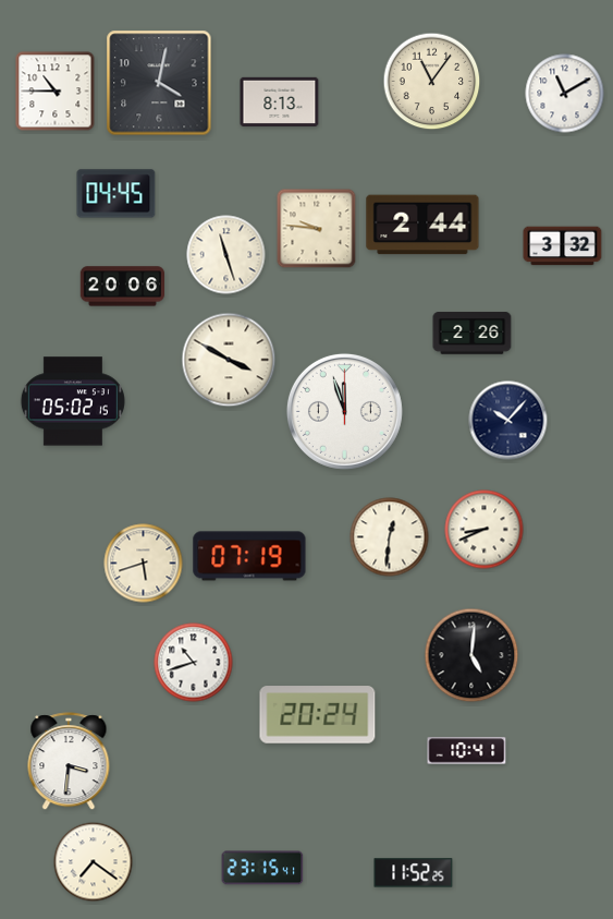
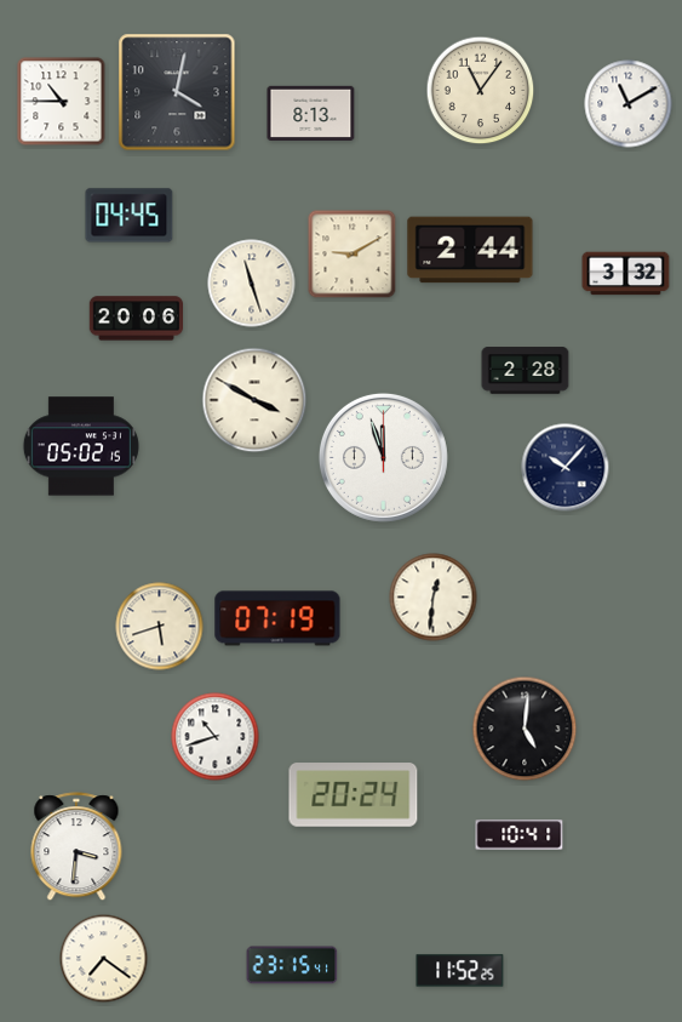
clock at (317, 229): 9:46 -> 9:10
clock at (473, 334): 2:26 -> 2:28
clock at (485, 530): 8:41 -> none
